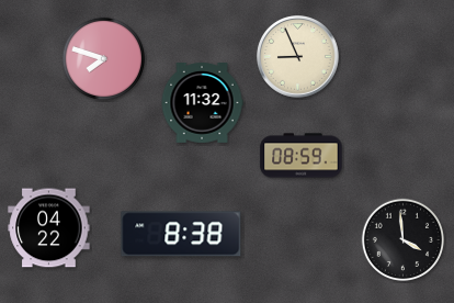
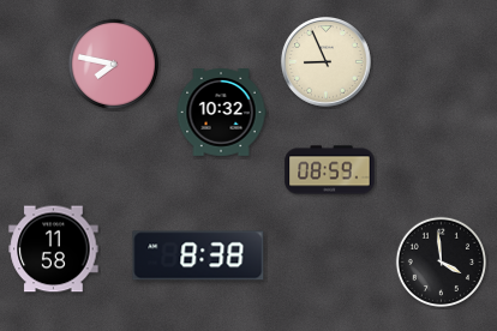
clock at (103, 58): 7:48 -> 7:47
clock at (202, 103): 11:32 -> 10:32
clock at (49, 228): 04:22 -> 11:58
